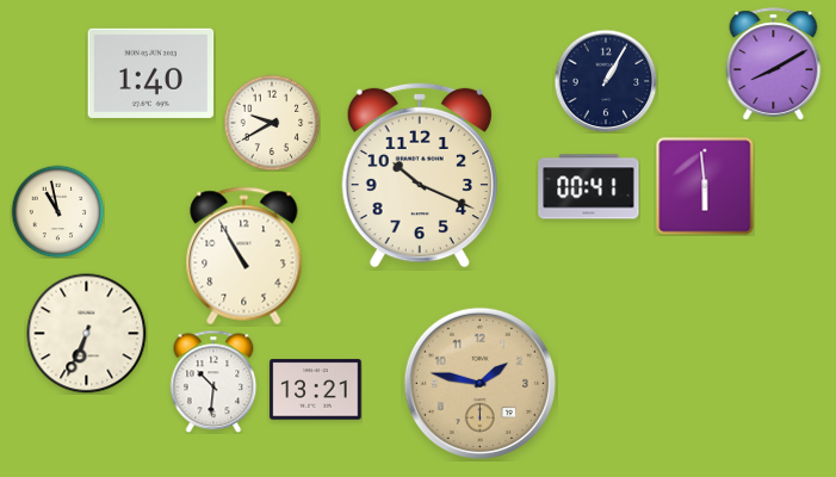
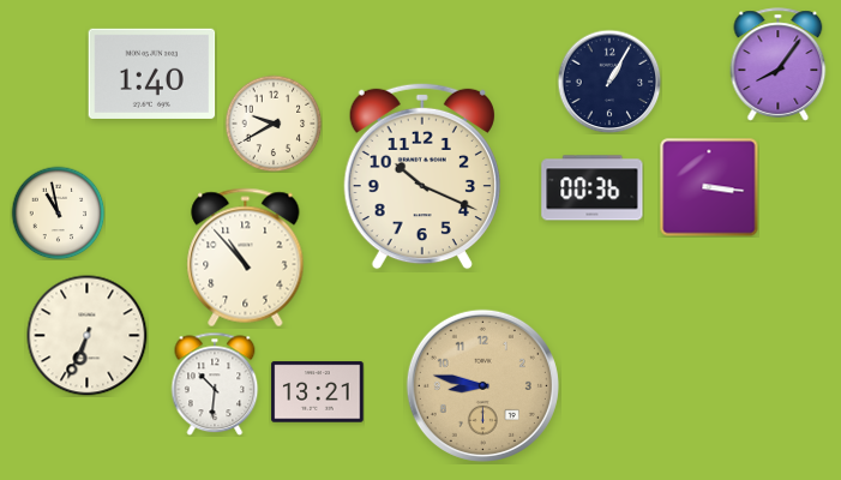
clock at (774, 64): 8:10 -> 8:06
clock at (705, 186): 5:59 -> 3:16
clock at (589, 187): 00:41 -> 00:36
clock at (244, 256): 10:55 -> 10:53
clock at (479, 383): 1:47 -> 8:47
